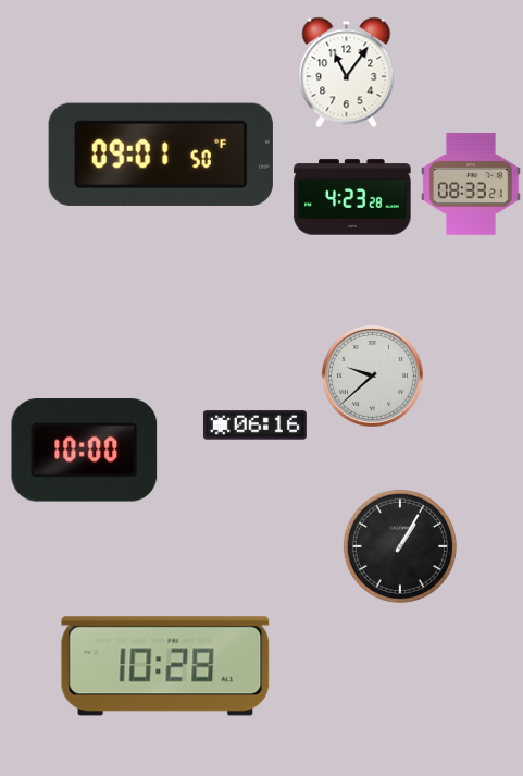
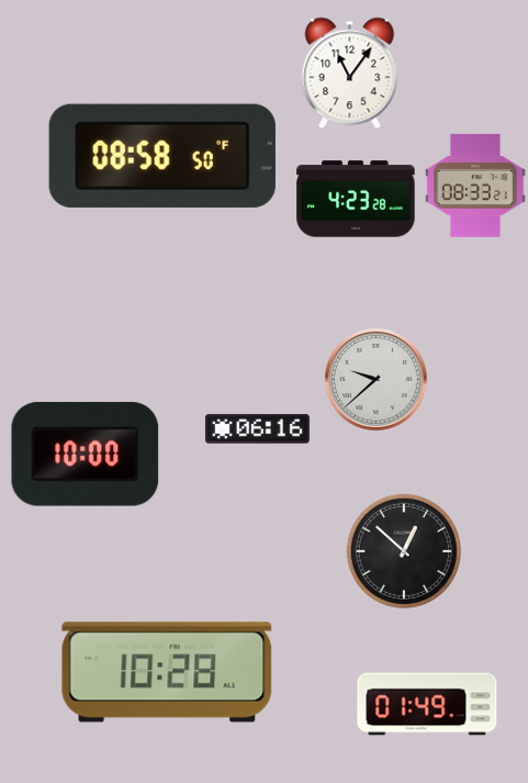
clock at (161, 155): 09:01 -> 08:58
clock at (400, 546): 1:05 -> 12:52
clock at (427, 704): none -> 01:49
